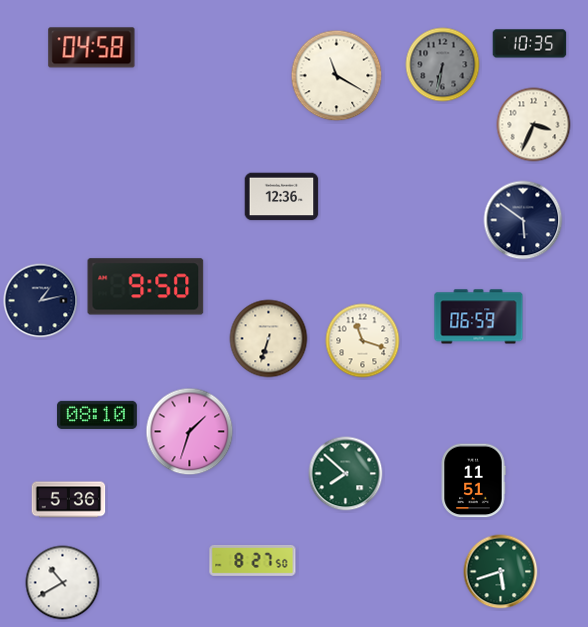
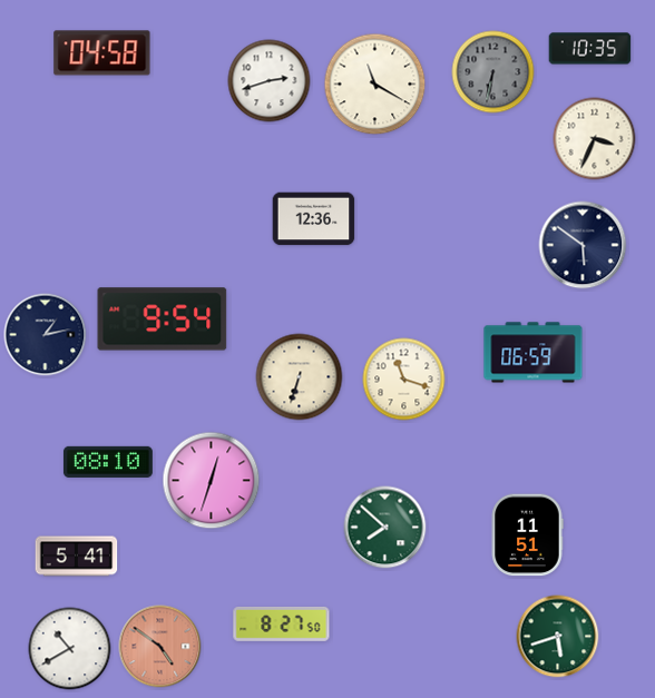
clock at (270, 81): none -> 2:42
clock at (146, 287): 9:50 -> 9:54
clock at (190, 432): 1:33 -> 12:33
clock at (69, 500): 5:36 -> 5:41
clock at (160, 647): none -> 4:51
